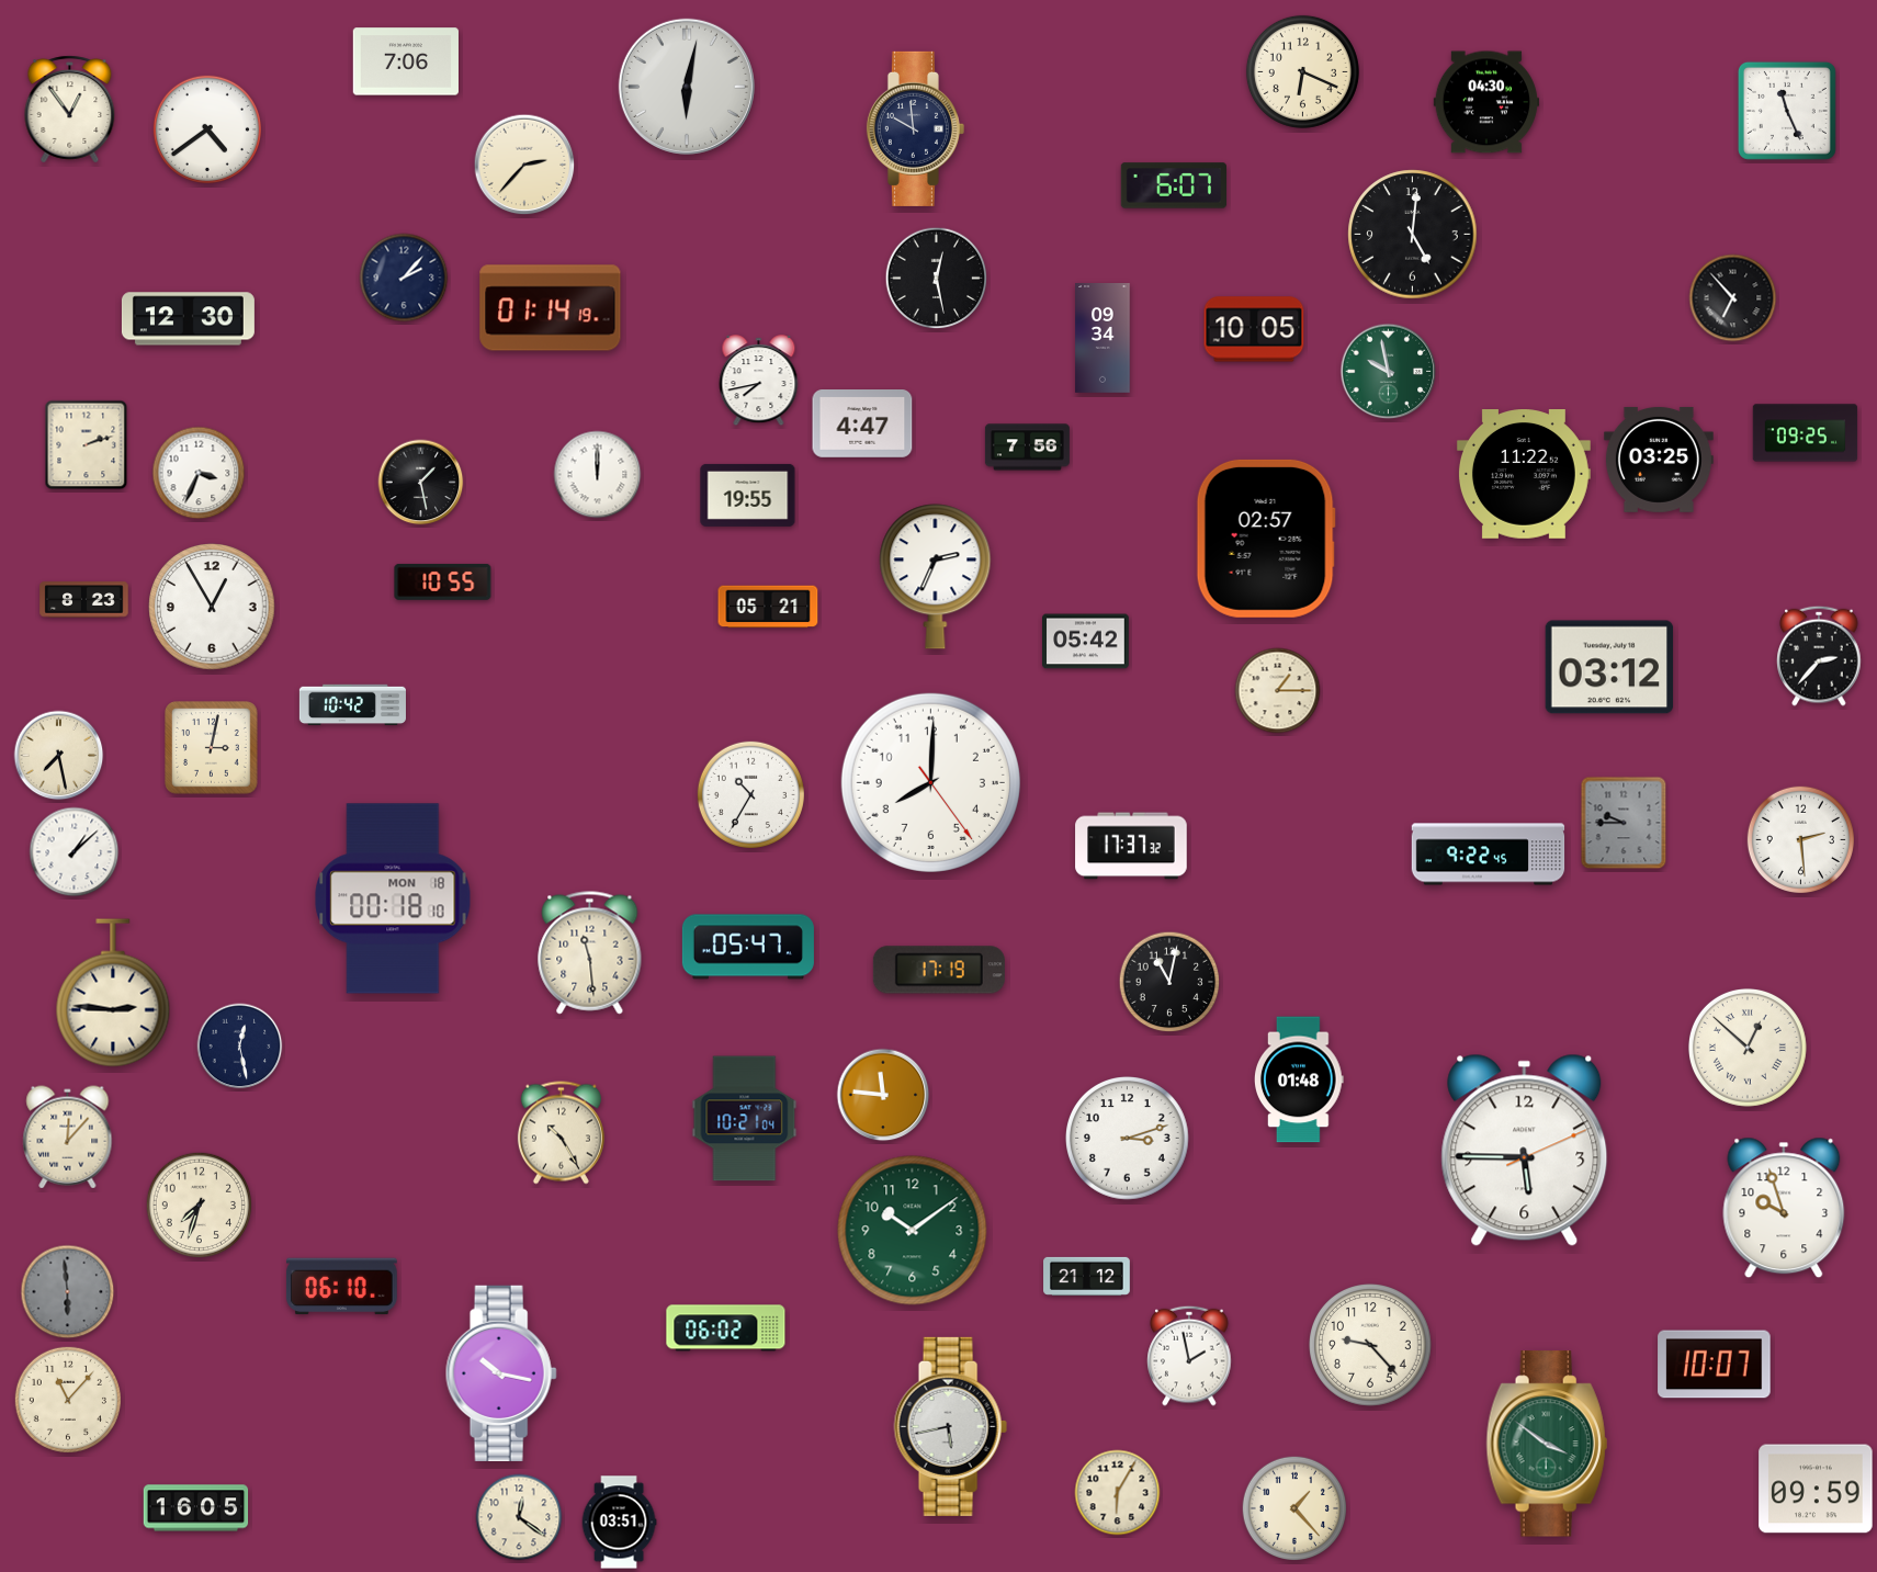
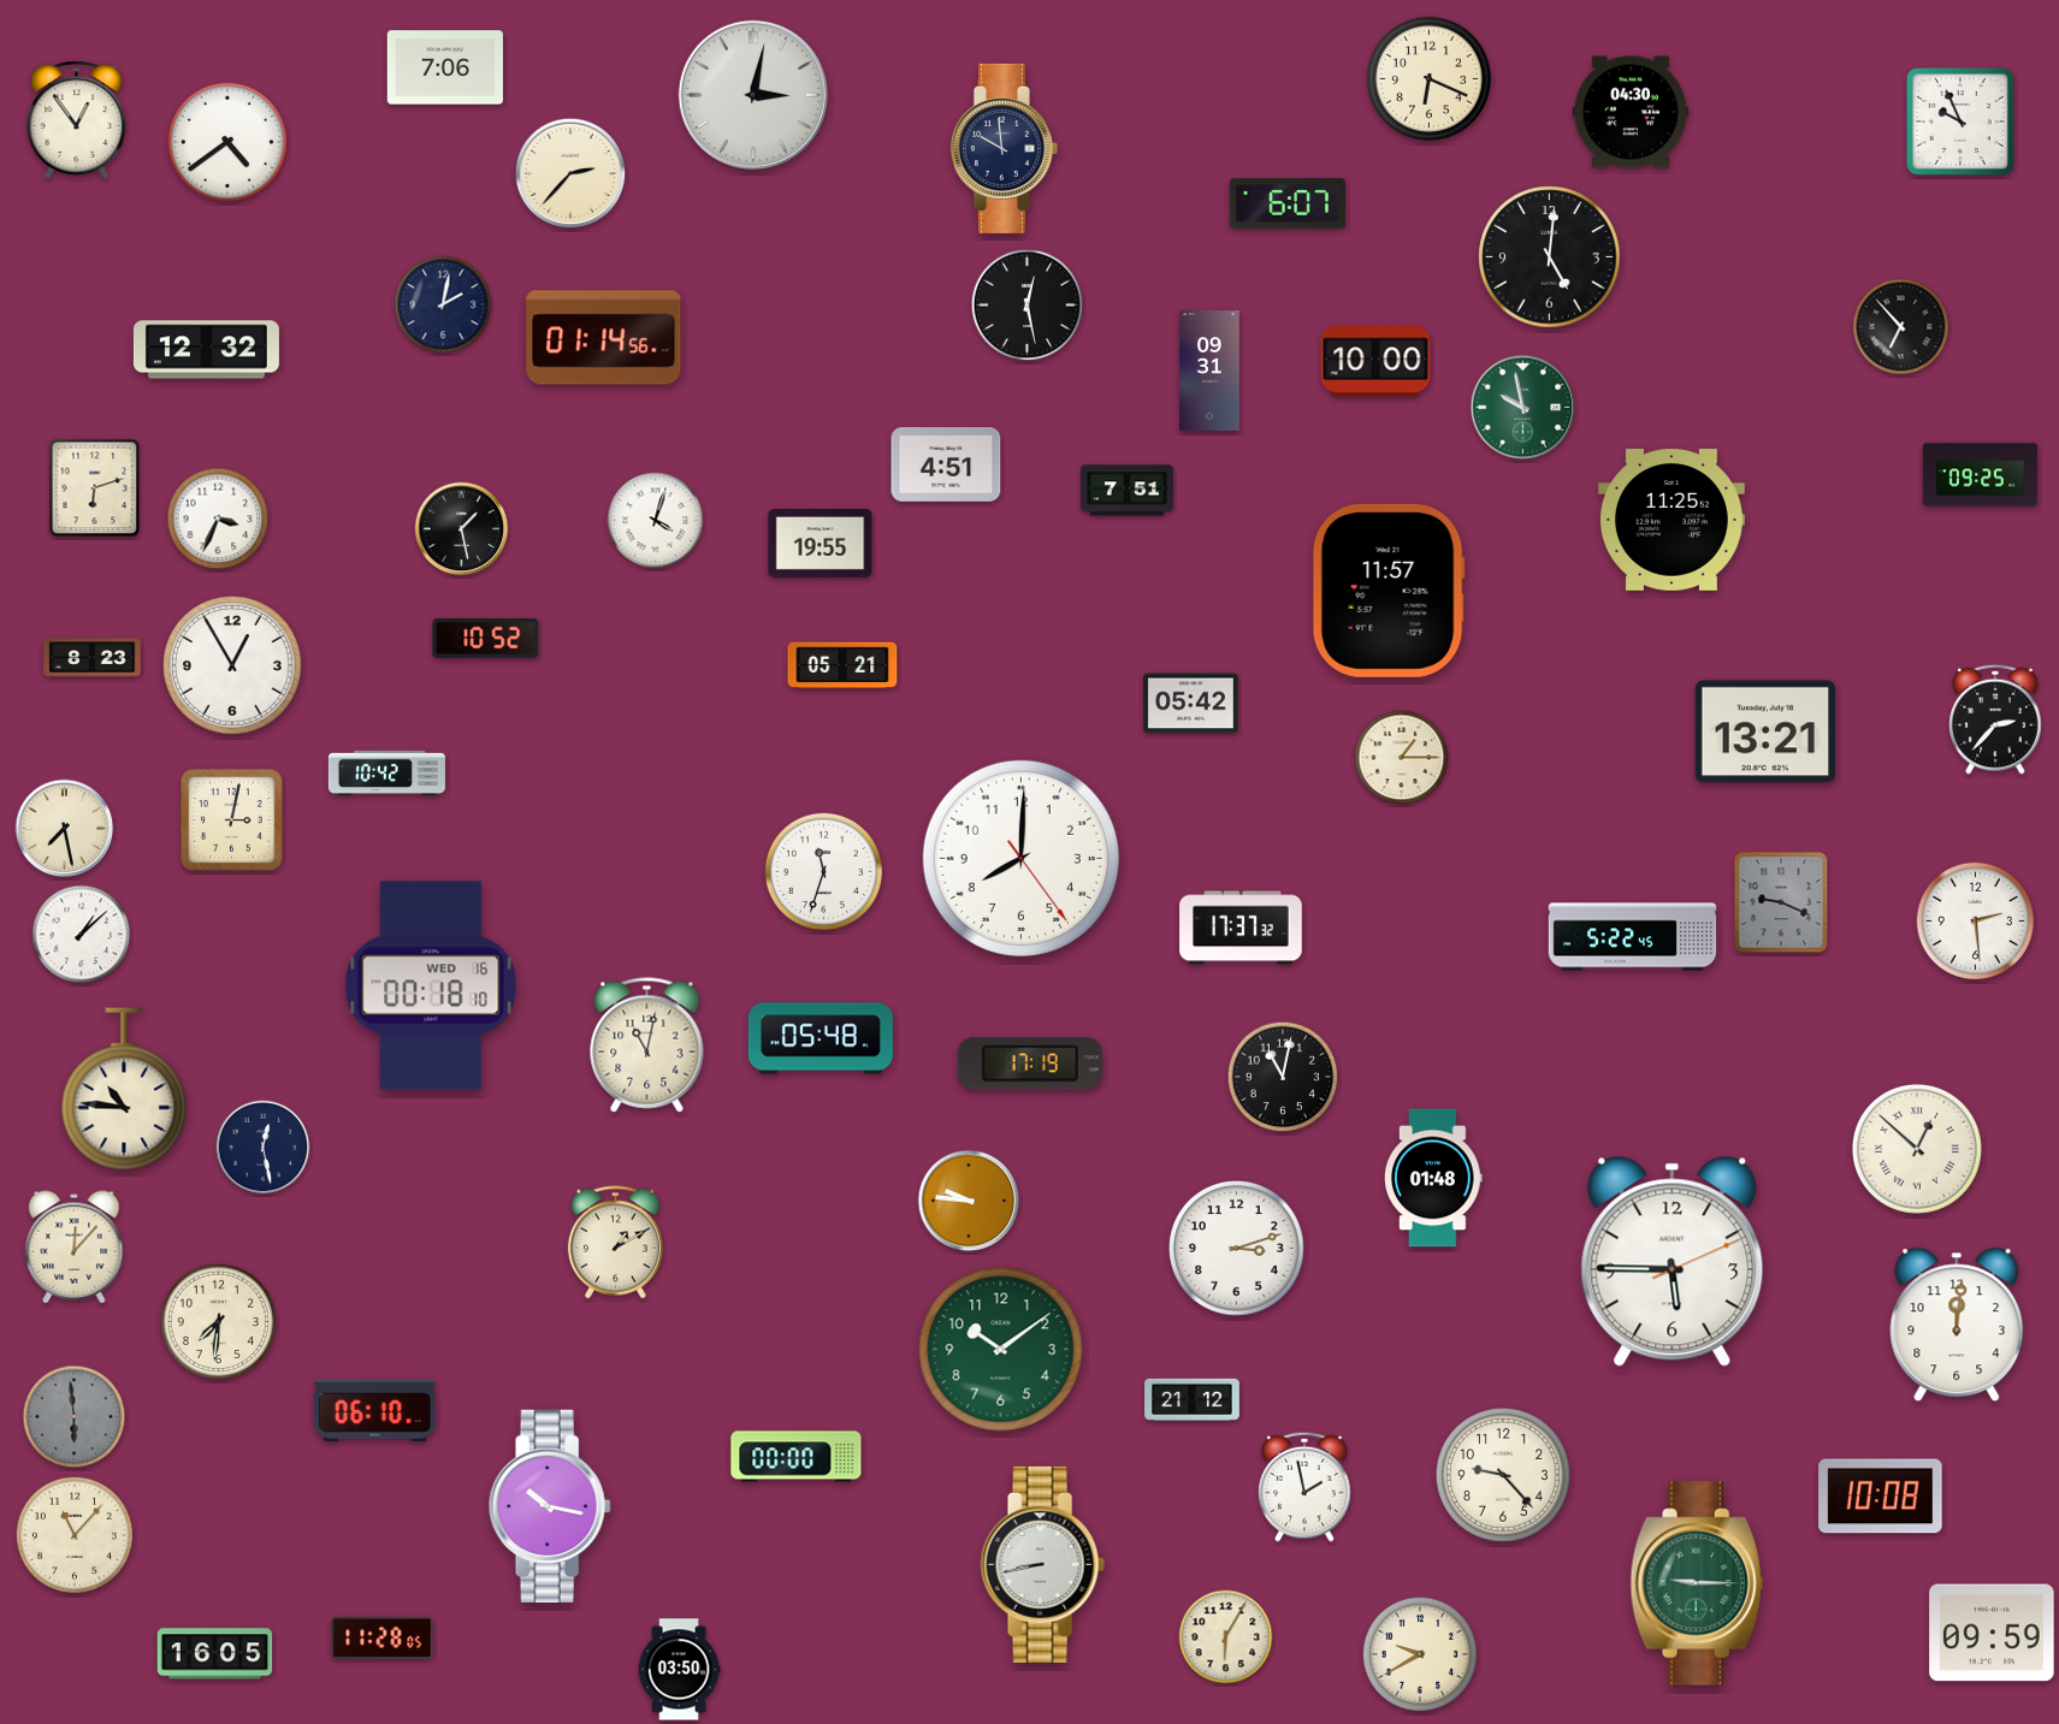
clock at (687, 87): 6:02 -> 3:02
clock at (1787, 111): 11:26 -> 9:56
clock at (915, 128) position: (915, 128) -> (1004, 148)
clock at (524, 165) position: (524, 165) -> (570, 173)
clock at (404, 278): 2:07 -> 2:02
clock at (551, 308): 01:14:19 -> 01:14:56
clock at (188, 319): 12:30 -> 12:32
clock at (1254, 329): 10:05 -> 10:00
clock at (1103, 339): 09:34 -> 09:31
clock at (759, 381): 7:43 -> none
clock at (862, 425): 4:47 -> 4:51
clock at (87, 445): 2:12 -> 6:12
clock at (1027, 448): 7:56 -> 7:51
clock at (1659, 460): 03:25 -> none
clock at (598, 475): 12:00 -> 4:03
clock at (1524, 475): 11:22 -> 11:25
clock at (1266, 539): 02:57 -> 11:57
clock at (936, 577): 2:34 -> none
clock at (443, 581): 10:55 -> 10:52
clock at (1609, 667): 03:12 -> 13:21
clock at (750, 794): 10:35 -> 11:33
clock at (1624, 823): 9:45 -> 9:19
clock at (1489, 855): 9:22 -> 5:22
clock at (393, 898) date: MON 18 -> WED 16
clock at (748, 947): 05:47 -> 05:48
clock at (590, 953): 11:29 -> 11:02
clock at (113, 993): 2:46 -> 10:46
clock at (1300, 1079) position: (1300, 1079) -> (1434, 1178)
clock at (883, 1095): 11:46 -> 9:46
clock at (745, 1119): 10:21 -> none
clock at (561, 1133): 10:25 -> 1:10
clock at (199, 1205): 7:33 -> 7:31
clock at (1784, 1208): 9:57 -> 12:01
clock at (726, 1328): 06:02 -> 00:00
clock at (1715, 1365): 10:07 -> 10:08
clock at (950, 1426): 5:43 -> 8:43
clock at (1547, 1444): 3:51 -> 9:15
clock at (383, 1637): none -> 11:28
clock at (1294, 1508): 1:23 -> 9:40
clock at (519, 1517): 12:21 -> none
clock at (619, 1523): 03:51 -> 03:50
